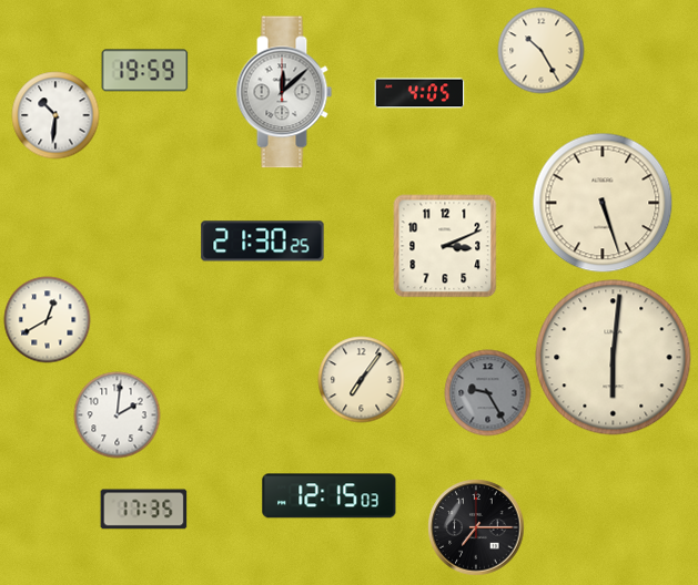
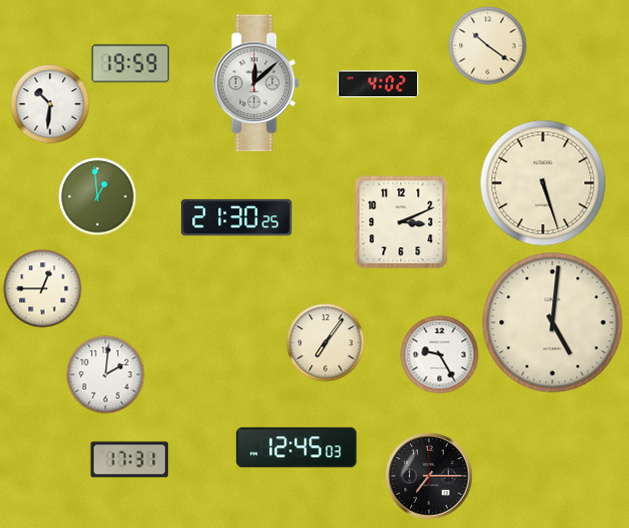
clock at (540, 50): 10:25 -> 10:21
clock at (419, 93): 4:05 -> 4:02
clock at (97, 196): none -> 12:59
clock at (47, 319): 12:40 -> 12:45
clock at (614, 358): 6:01 -> 5:01
clock at (487, 392) dial: grey -> white
clock at (330, 496): 12:15 -> 12:45
clock at (143, 510): 17:35 -> 17:31
